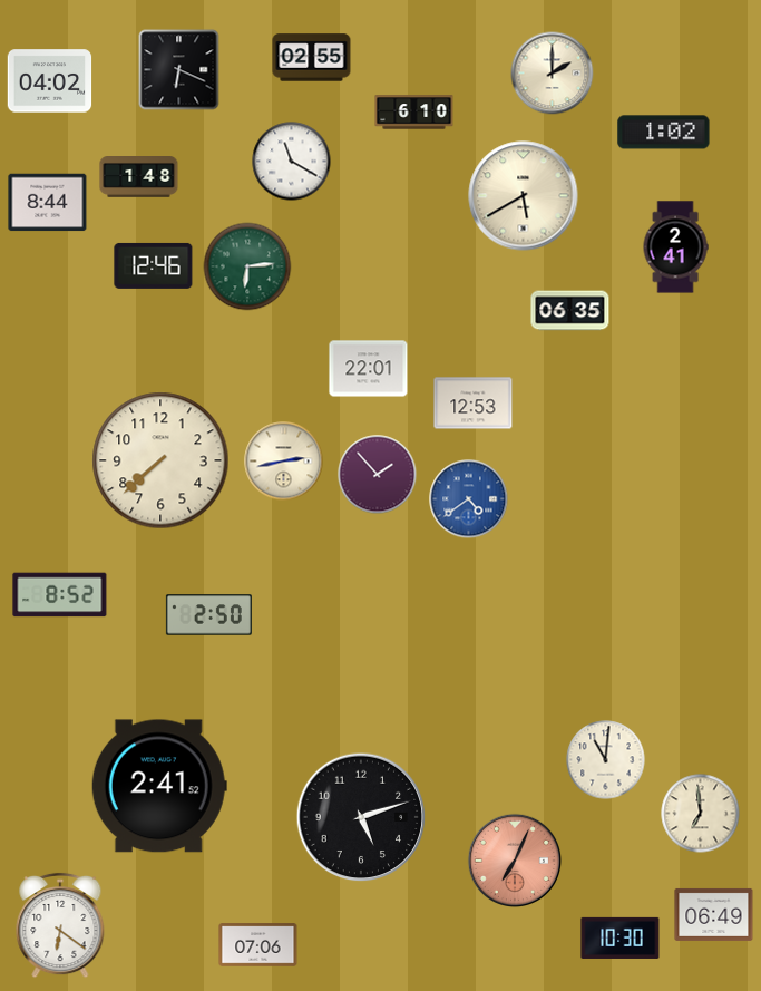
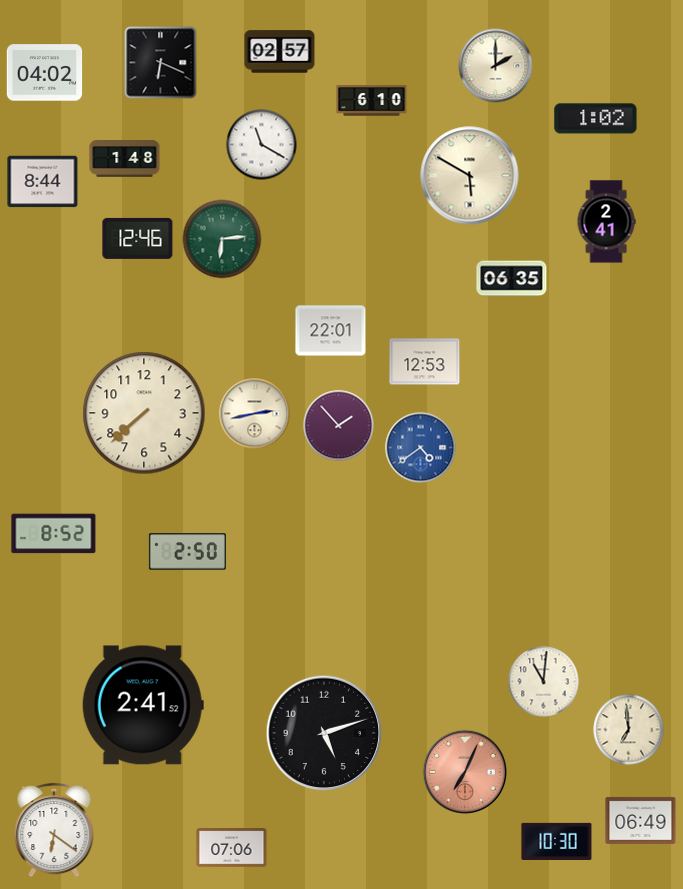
clock at (312, 58): 02:55 -> 02:57
clock at (524, 196): 5:40 -> 5:50
clock at (514, 859) position: (514, 859) -> (464, 771)
